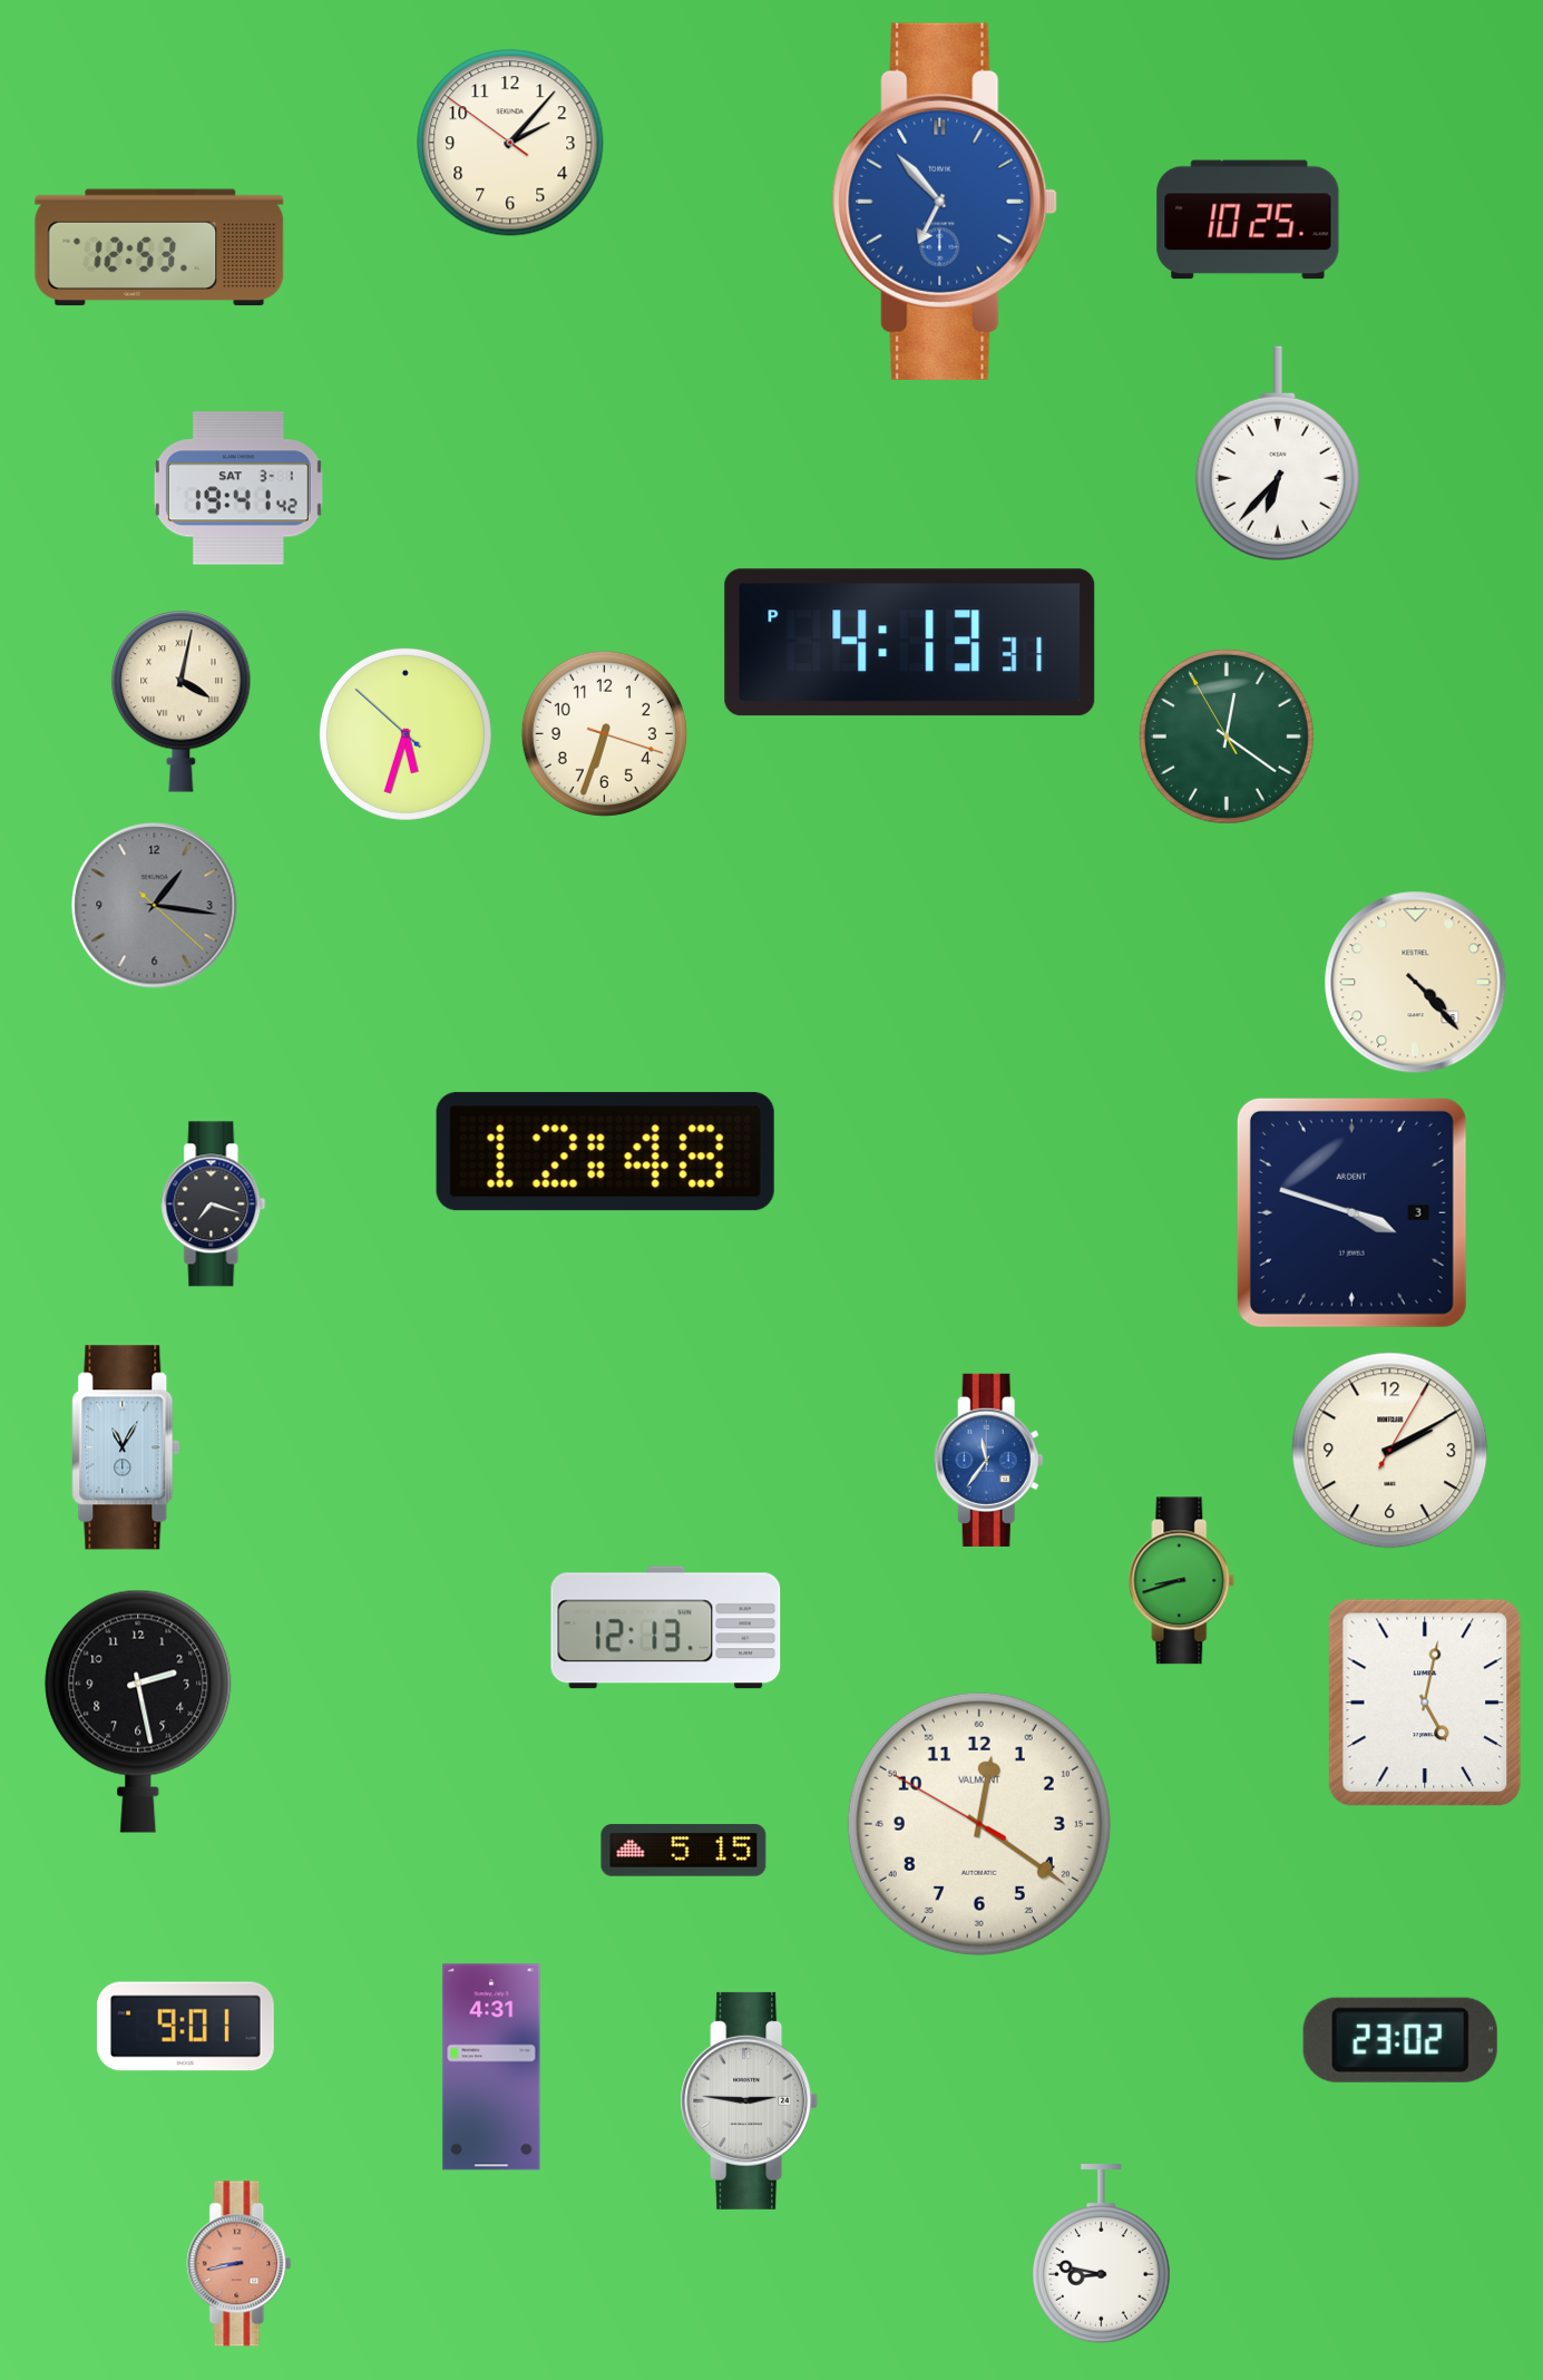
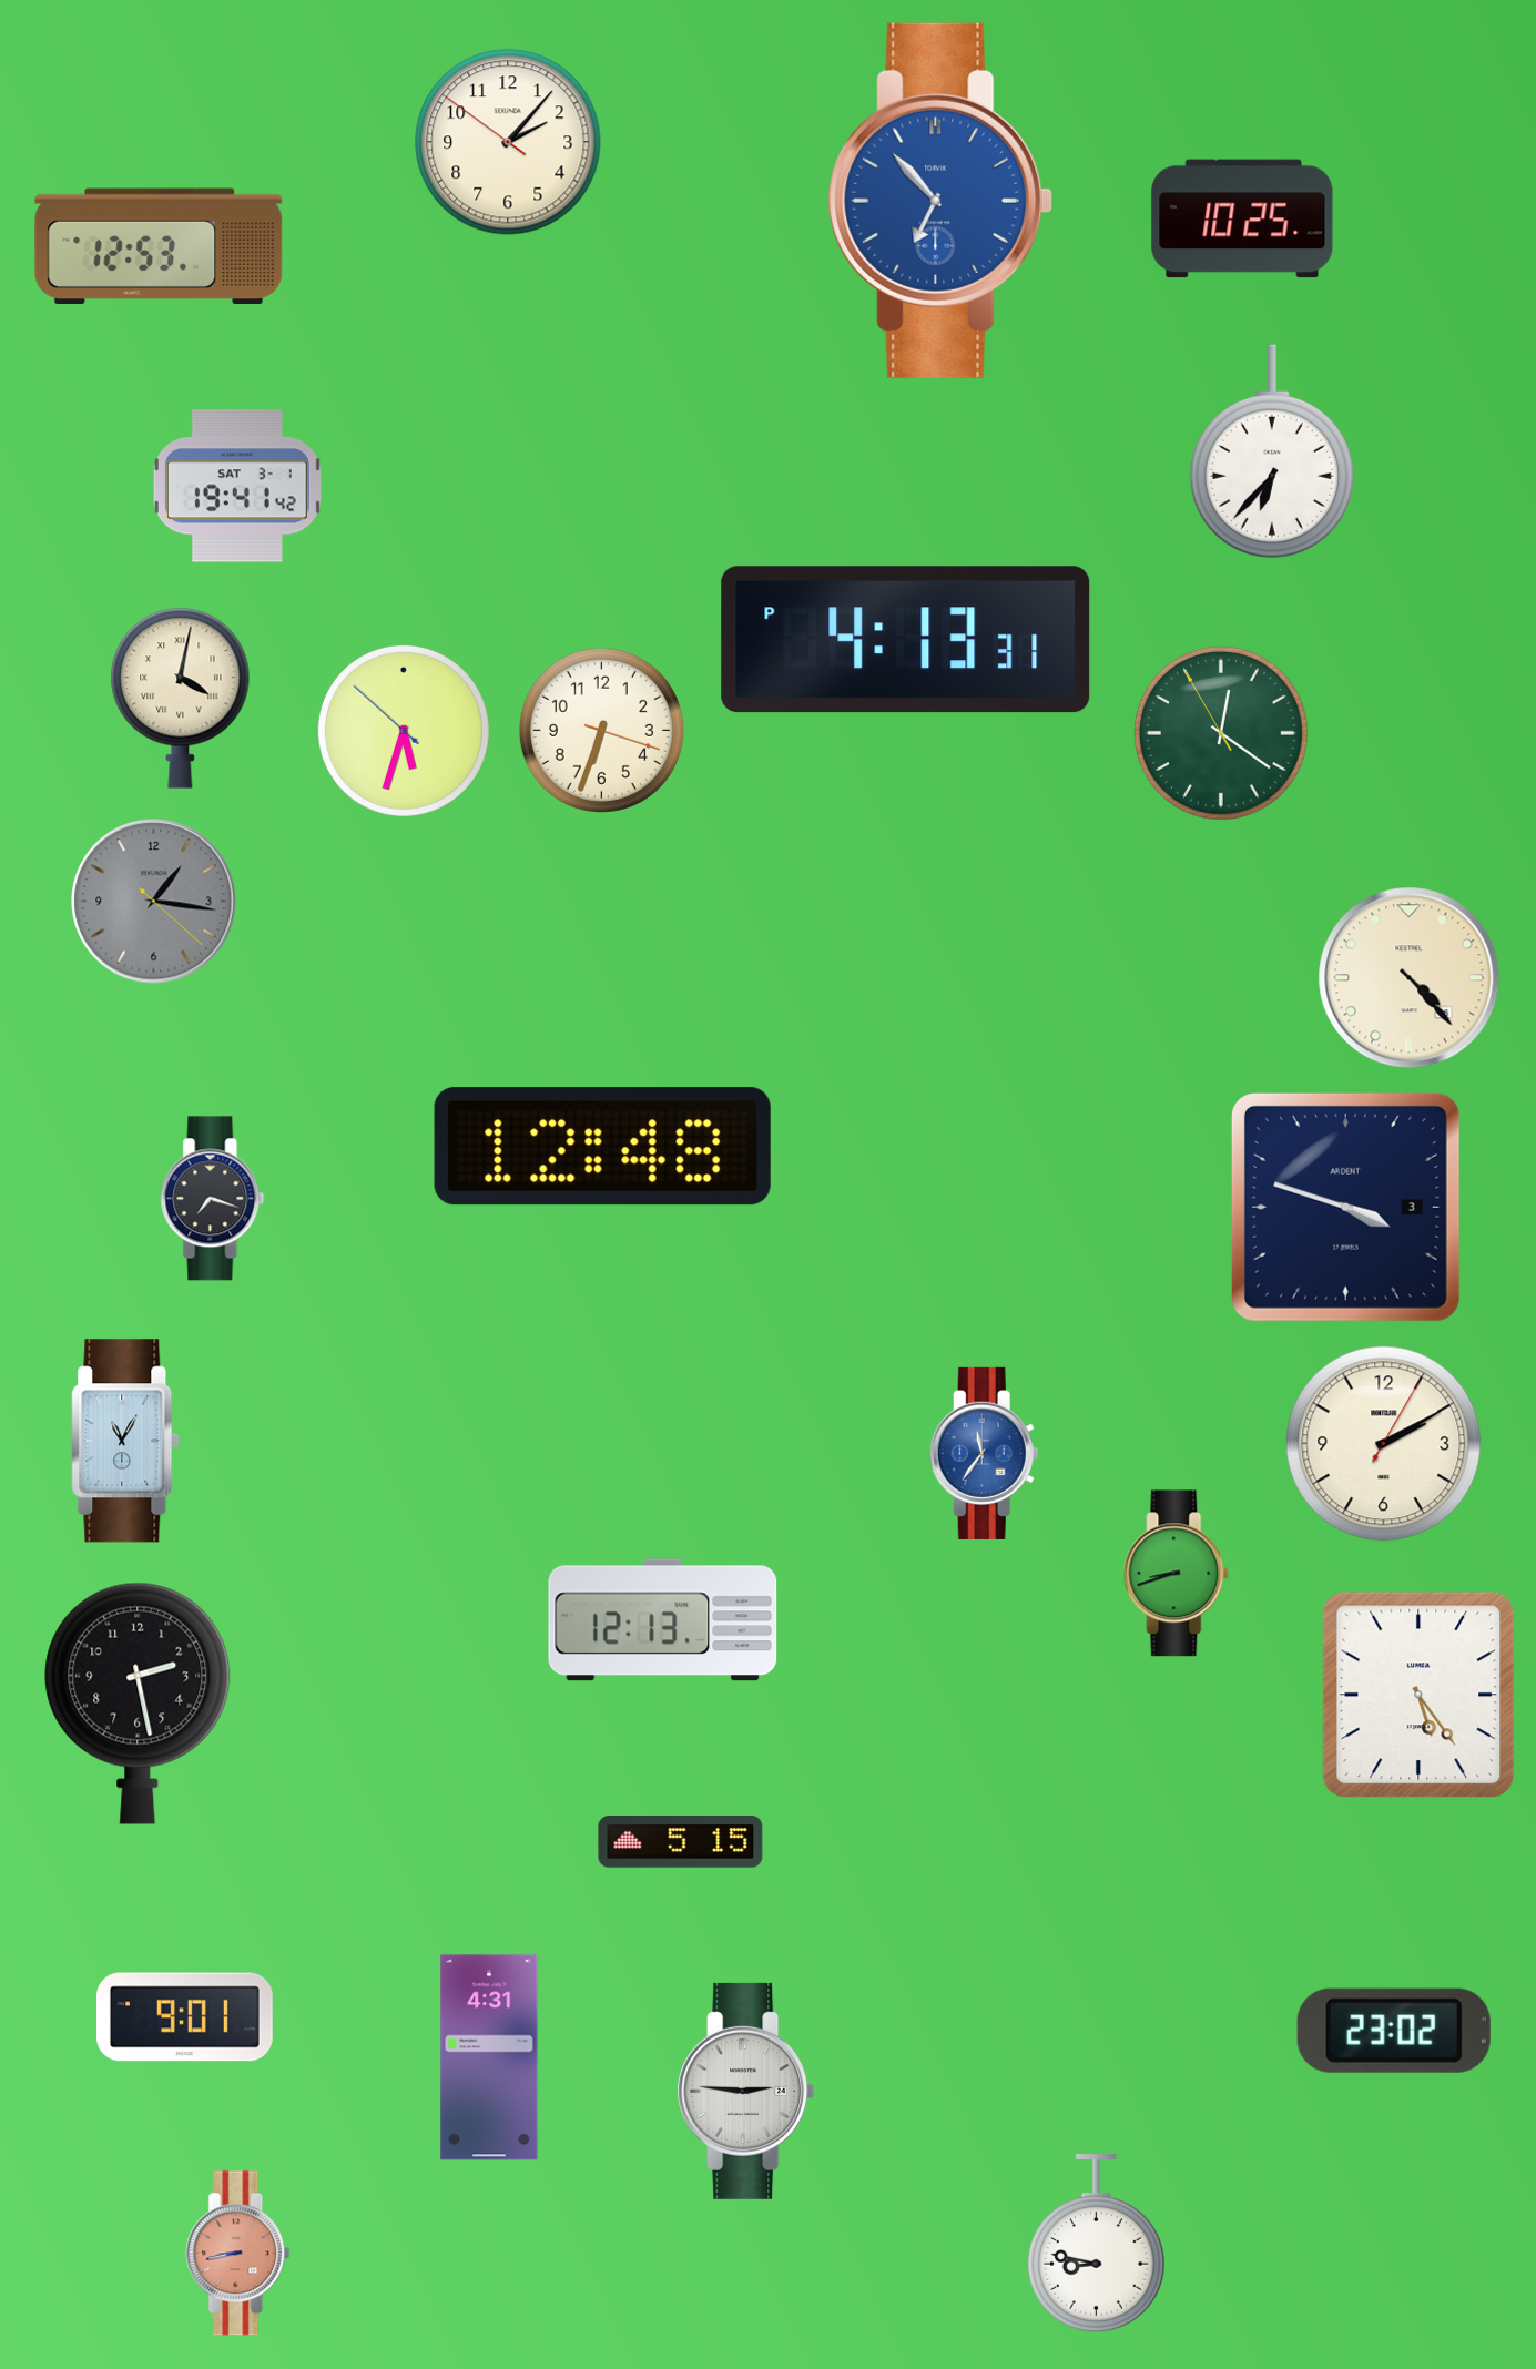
clock at (1425, 1703): 5:02 -> 5:24
clock at (979, 1824): 12:20 -> none
